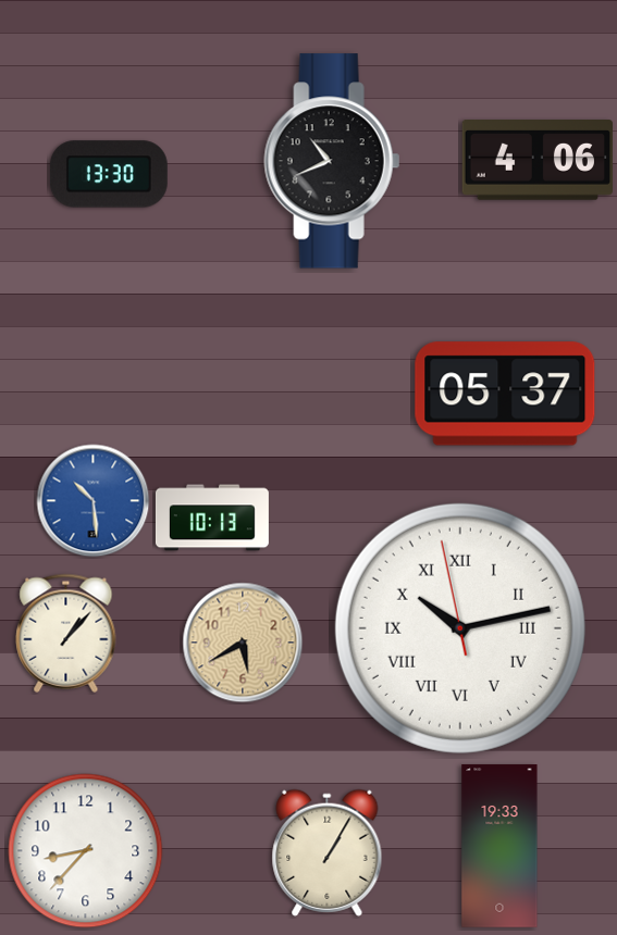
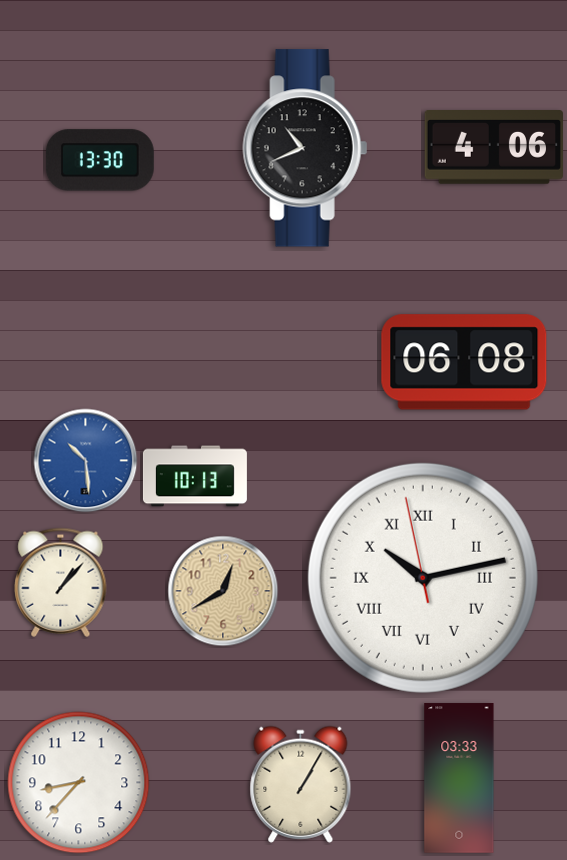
clock at (505, 394): 05:37 -> 06:08
clock at (243, 643): 5:40 -> 12:40
clock at (499, 846): 19:33 -> 03:33
